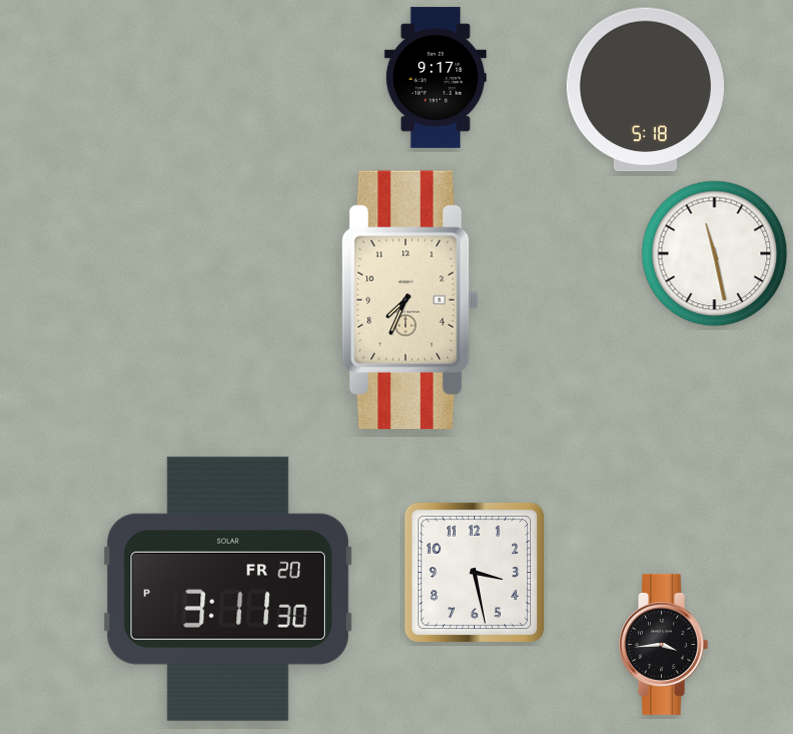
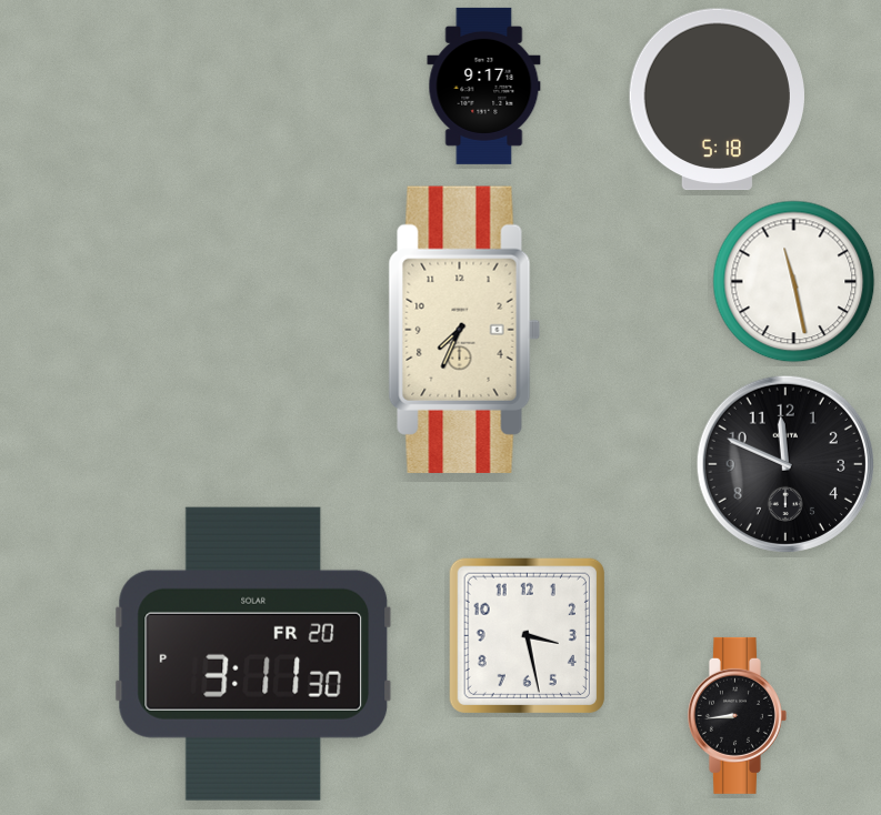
clock at (410, 300) position: (410, 300) -> (464, 330)
clock at (785, 464): none -> 11:49
clock at (663, 644): 3:44 -> 8:44
